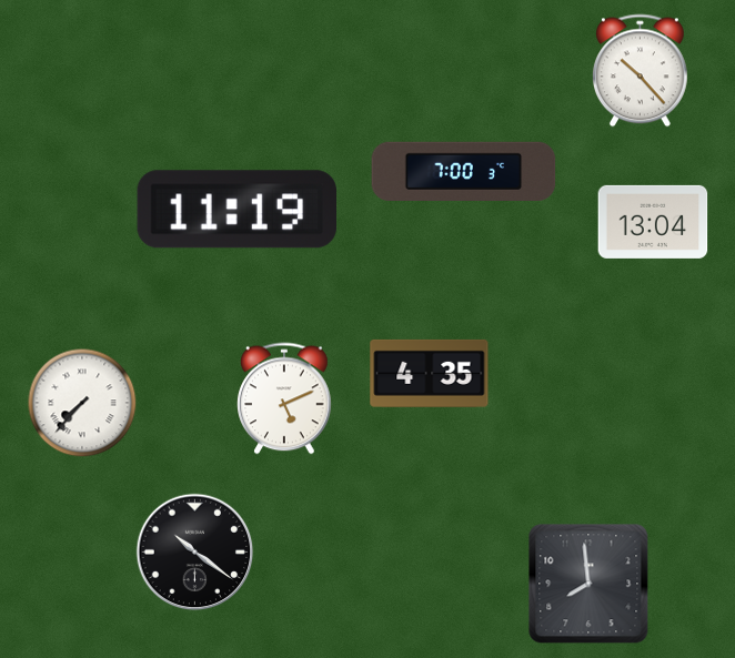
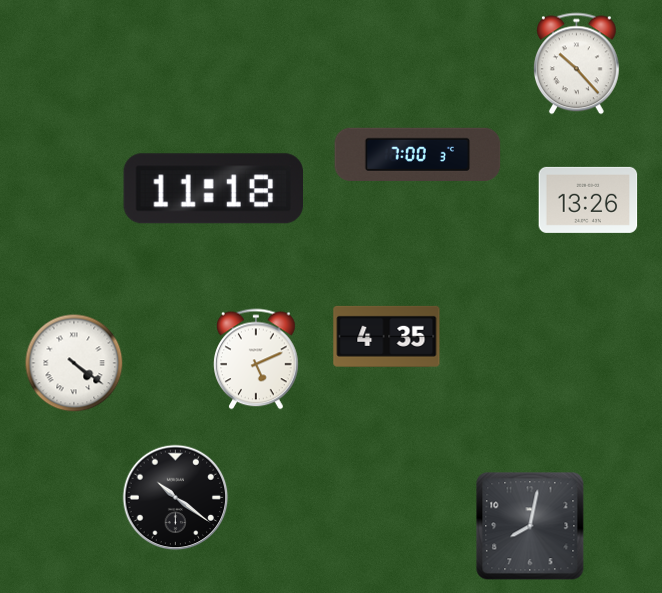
clock at (236, 210): 11:19 -> 11:18
clock at (653, 222): 13:04 -> 13:26
clock at (82, 403): 7:37 -> 4:21
clock at (588, 584): 7:59 -> 8:02
